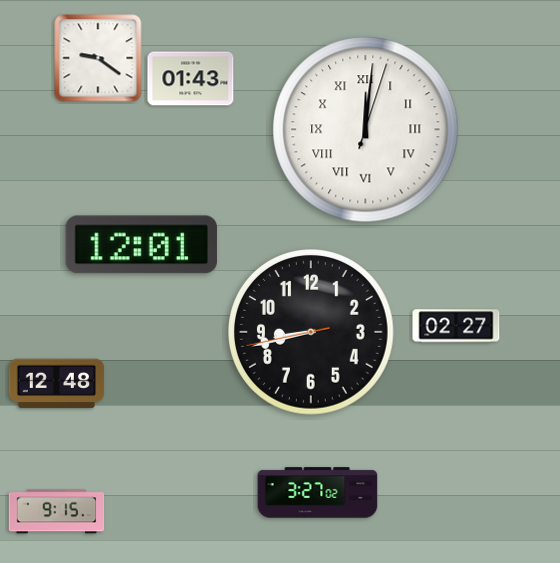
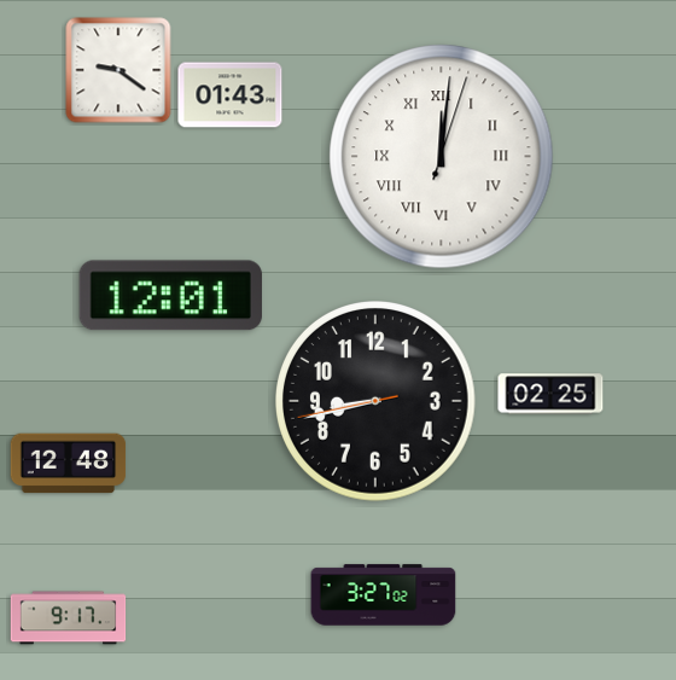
clock at (456, 326): 02:27 -> 02:25
clock at (57, 512): 9:15 -> 9:17
